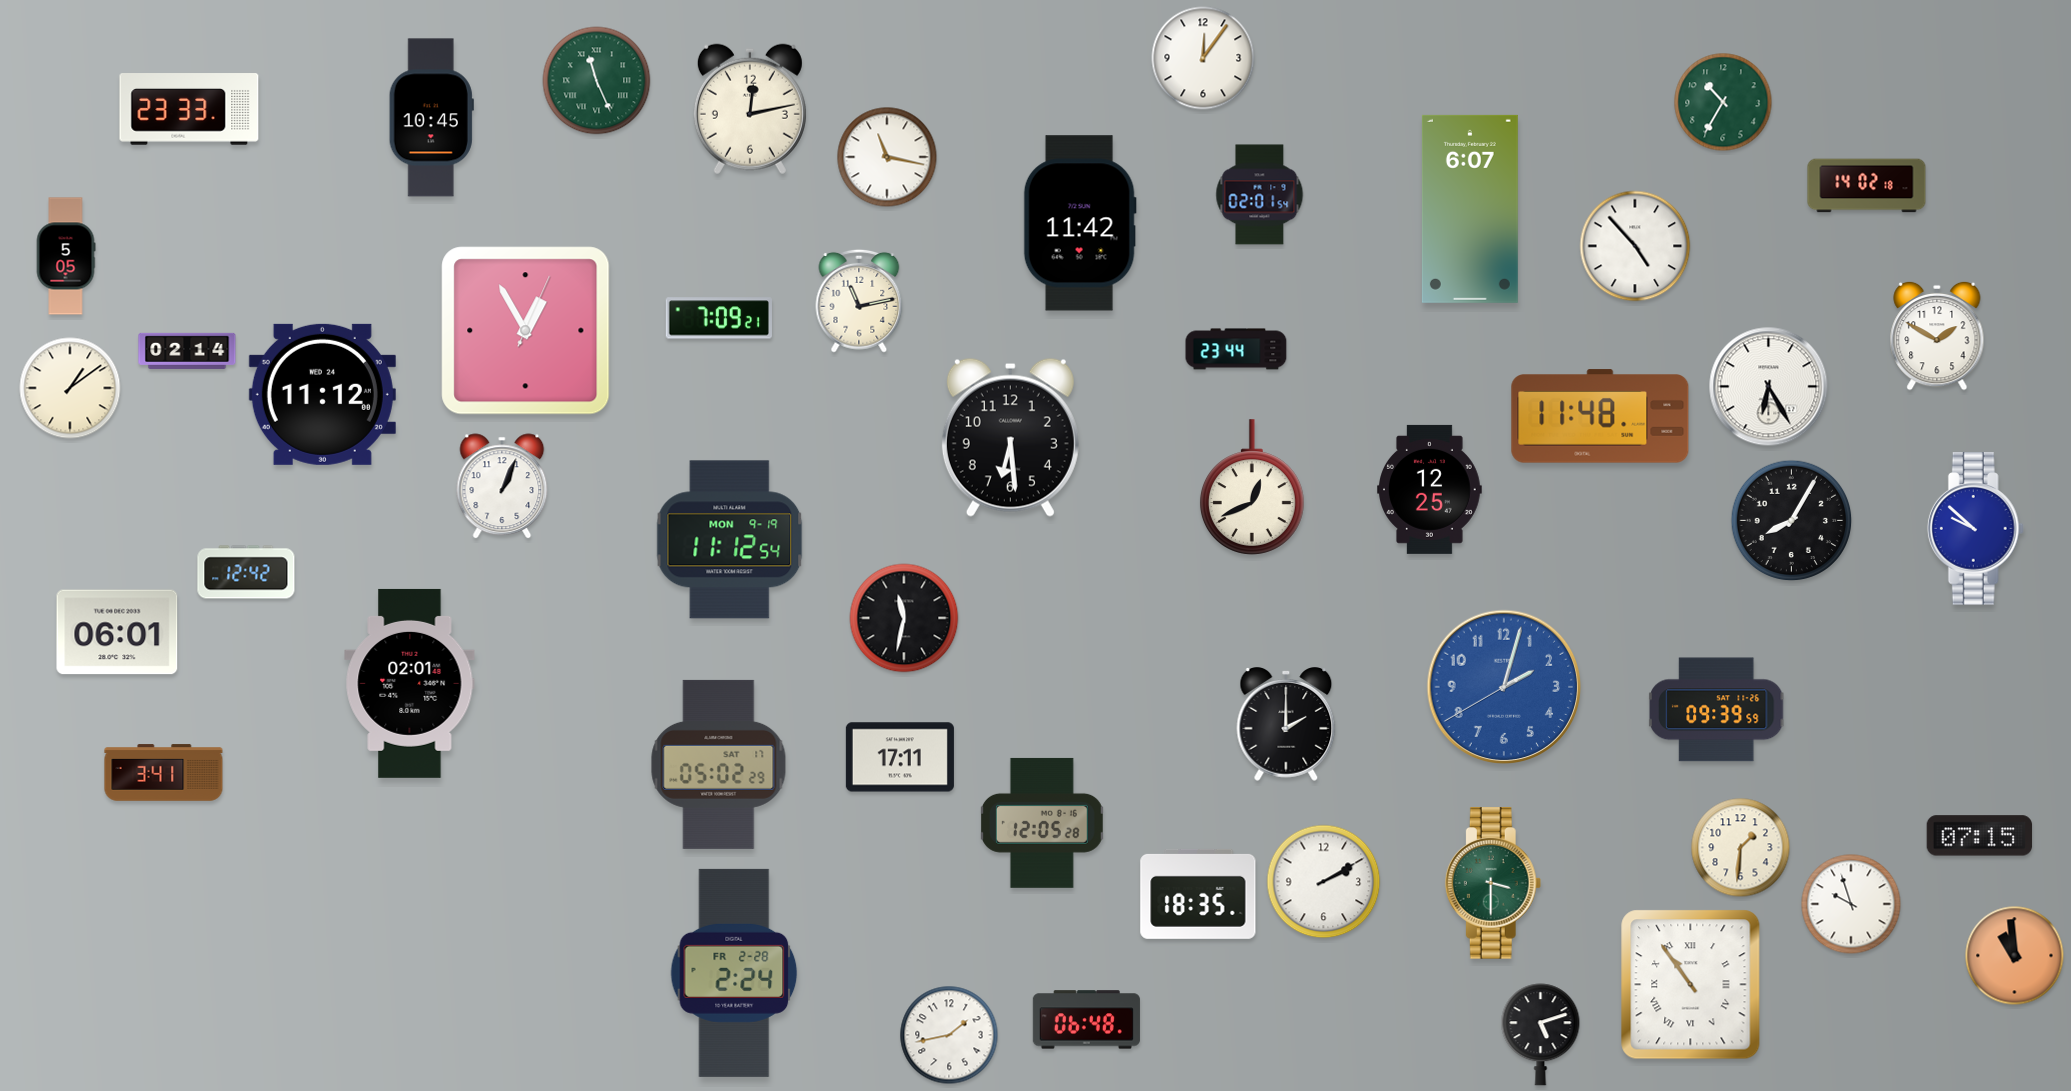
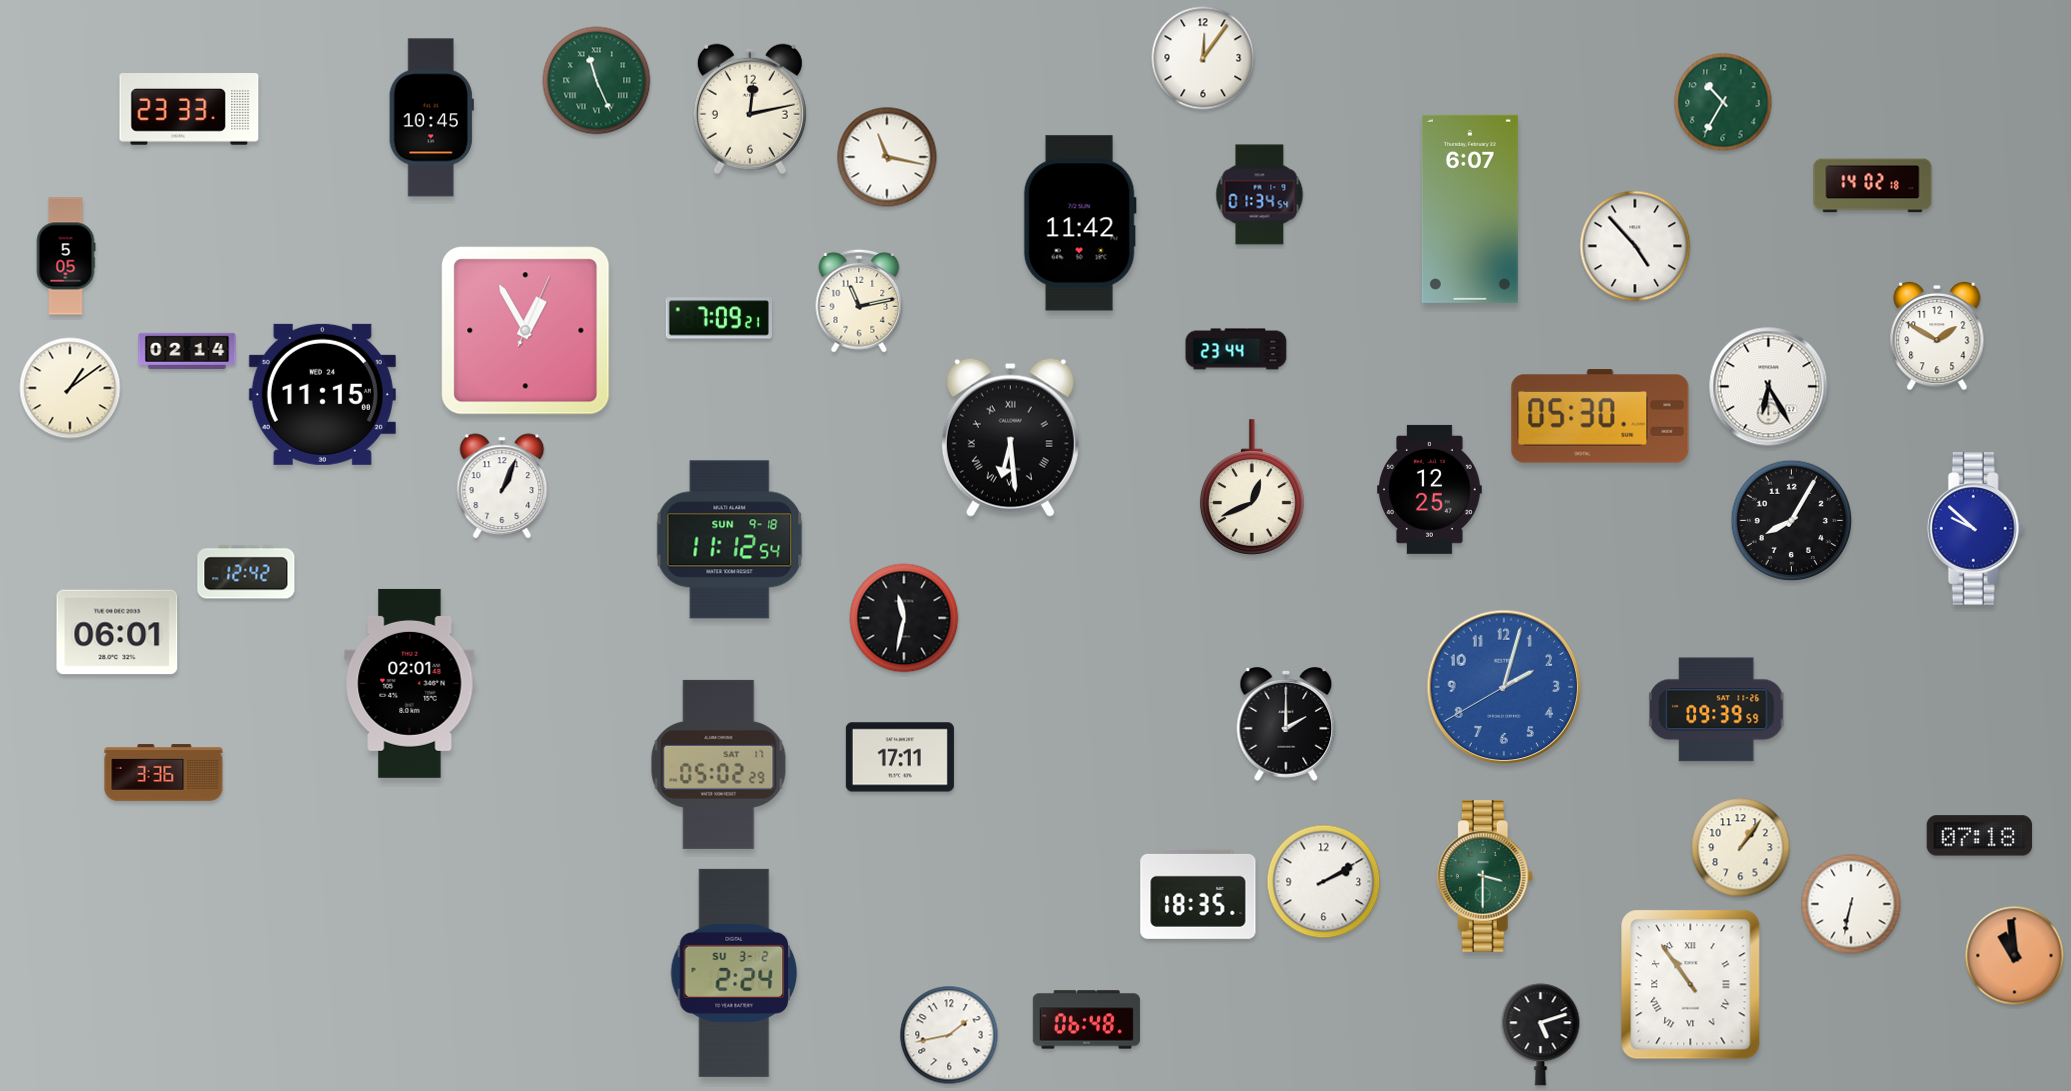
clock at (1867, 186) position: (1867, 186) -> (1873, 186)
clock at (1260, 195): 02:01 -> 01:34
clock at (322, 394): 11:12 -> 11:15
clock at (1600, 416): 11:48 -> 05:30
clock at (1010, 437) numerals: Arabic -> Roman
clock at (730, 540) date: MON 9-19 -> SUN 9-18
clock at (164, 773): 3:41 -> 3:36
clock at (1042, 823): 12:05 -> none
clock at (1980, 836): 07:15 -> 07:18
clock at (1741, 848): 1:31 -> 1:06
clock at (1493, 883) position: (1493, 883) -> (1485, 876)
clock at (1851, 904): 9:57 -> 6:32
clock at (734, 973) date: FR 2-28 -> SU 3-2
